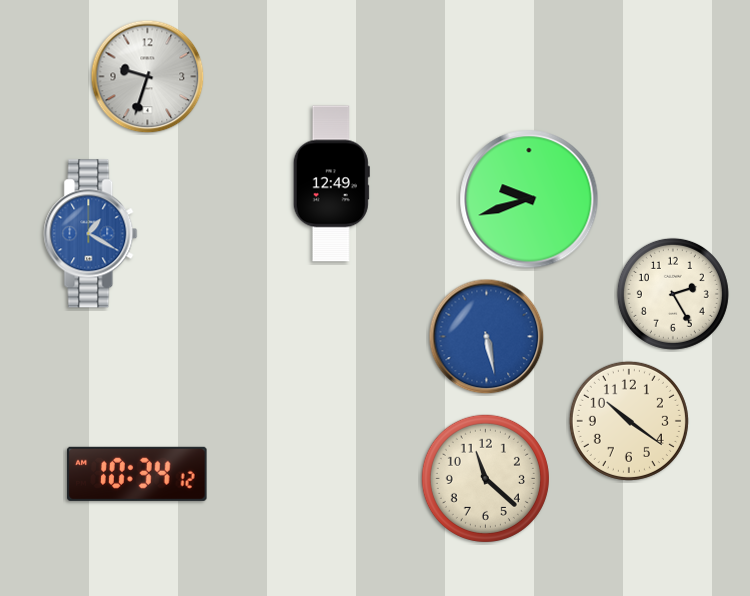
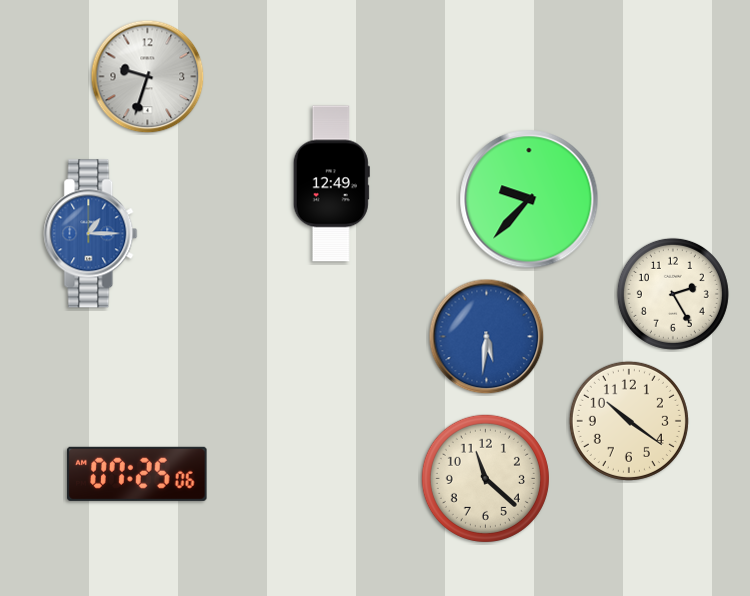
clock at (529, 199): 9:42 -> 9:37
clock at (91, 234): 1:20 -> 1:15
clock at (487, 337): 5:28 -> 5:31
clock at (137, 474): 10:34 -> 07:25
